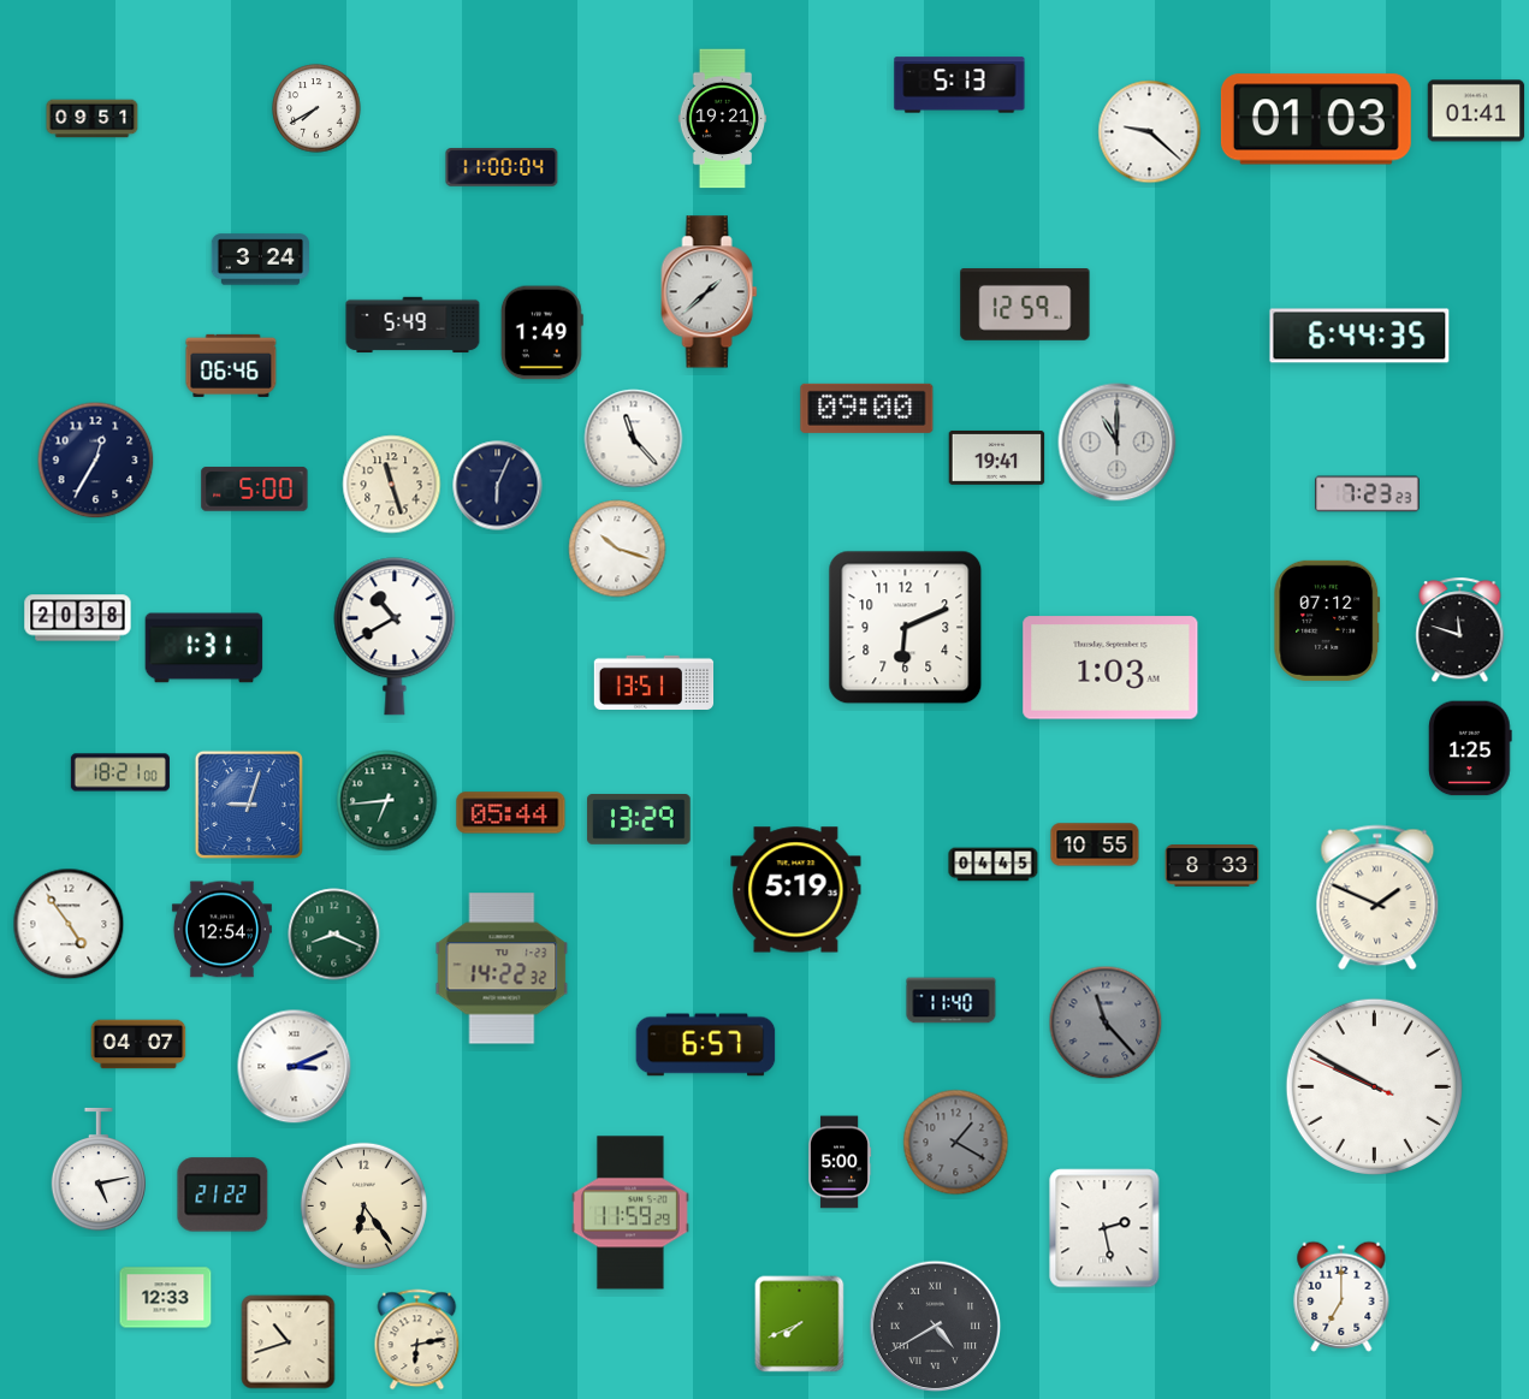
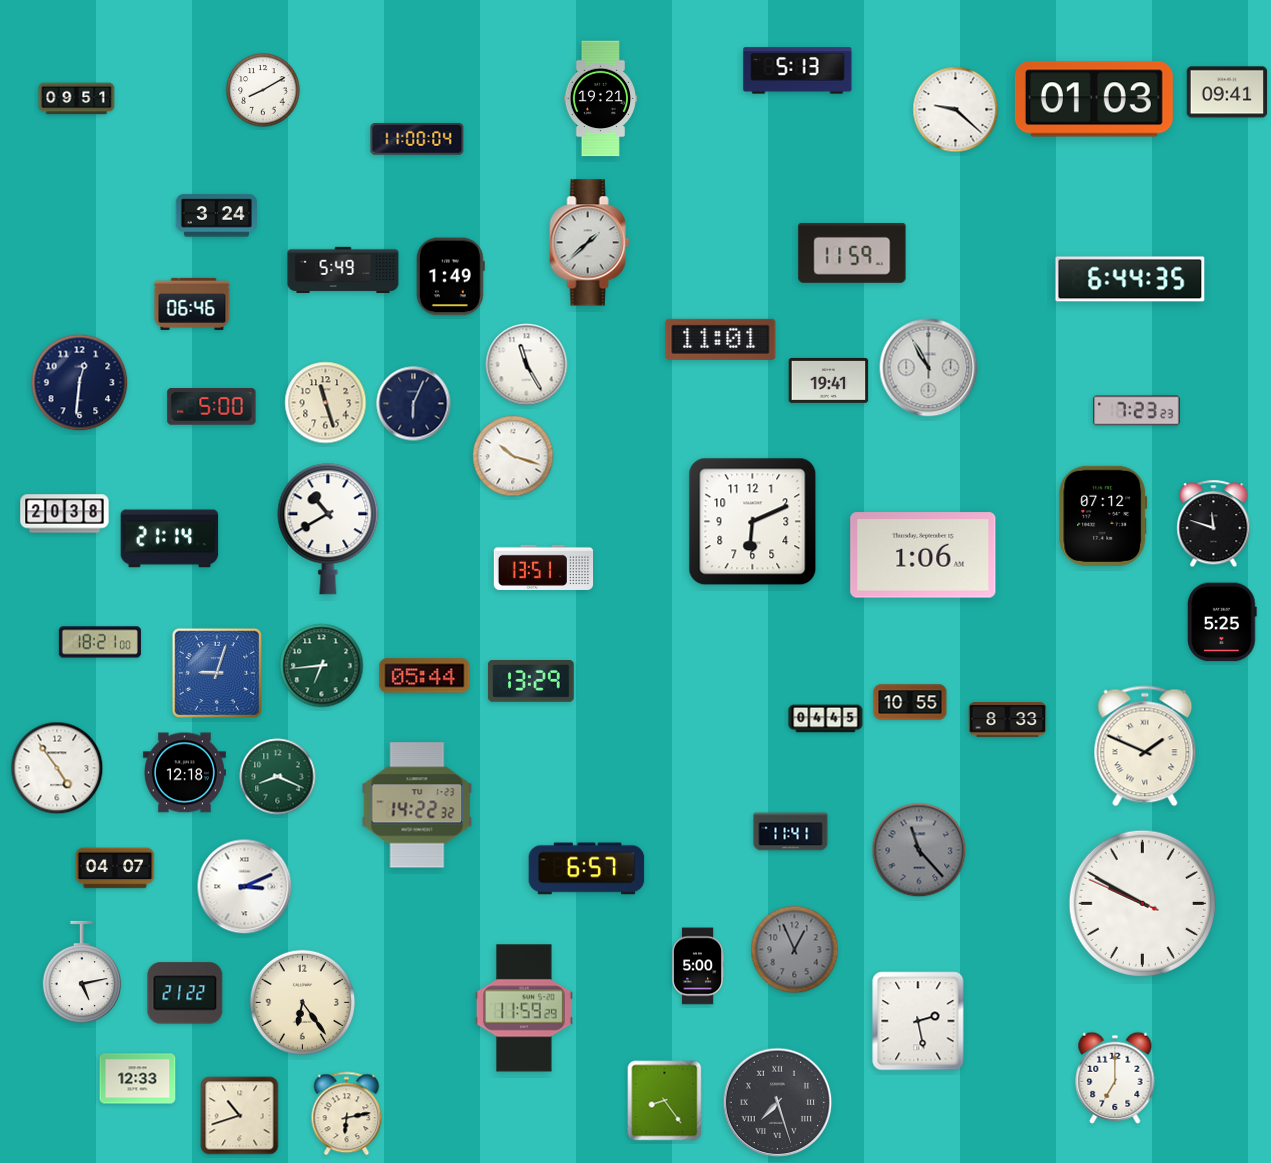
clock at (316, 108): 7:40 -> 8:10
clock at (1476, 111): 01:41 -> 09:41
clock at (1025, 306): 12:59 -> 11:59
clock at (867, 408): 09:00 -> 11:01
clock at (634, 439): 11:23 -> 11:25
clock at (1118, 443): 11:00 -> 10:55
clock at (96, 461): 12:35 -> 12:31
clock at (205, 648): 1:31 -> 21:14
clock at (1110, 668): 1:03 -> 1:06
clock at (1471, 748): 1:25 -> 5:25
clock at (249, 805) position: (249, 805) -> (217, 673)
clock at (796, 890): 5:19 -> none
clock at (221, 930): 12:54 -> 12:18
clock at (952, 1001): 11:40 -> 11:41
clock at (956, 1143): 1:20 -> 12:56
clock at (800, 1324): 7:41 -> 8:24
clock at (936, 1327): 4:40 -> 7:27
